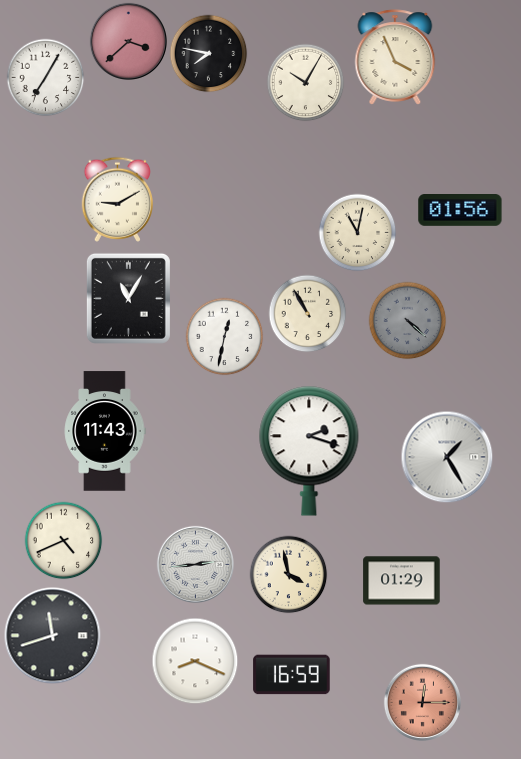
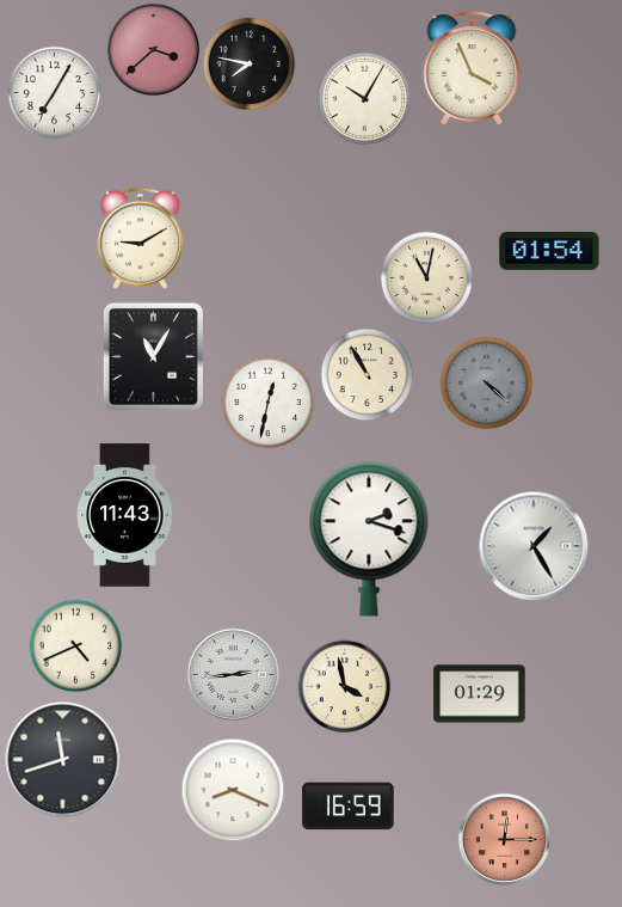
clock at (460, 210): 01:56 -> 01:54
